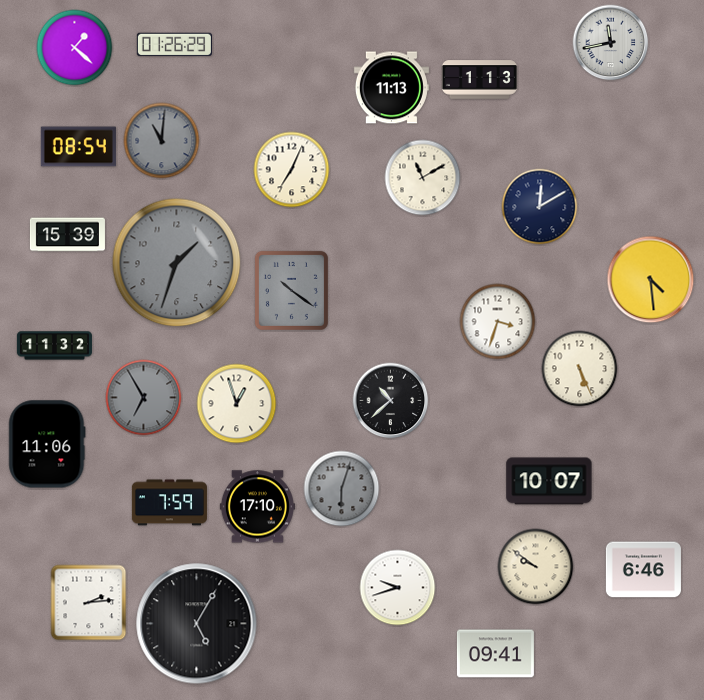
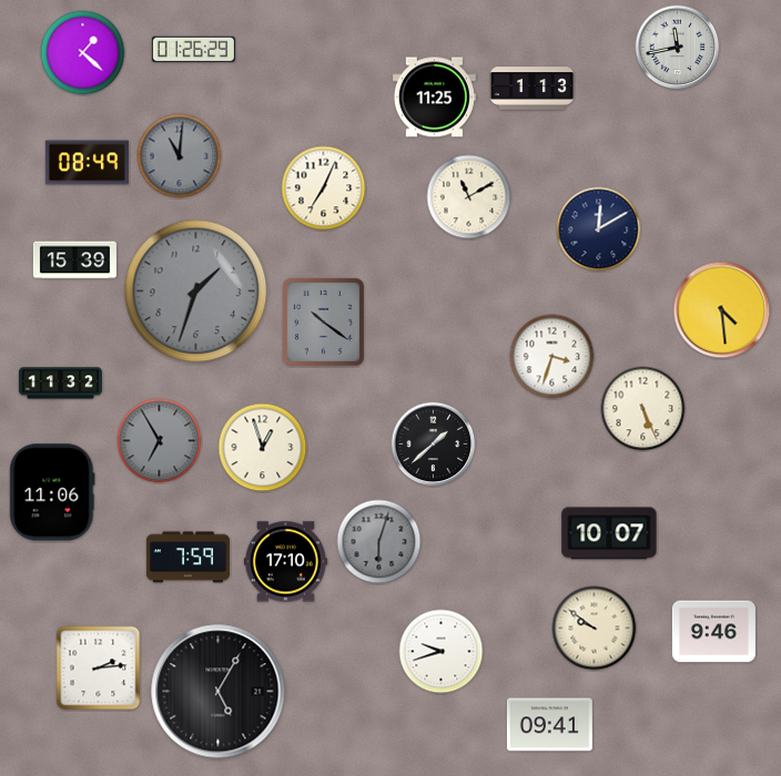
clock at (391, 88): 11:13 -> 11:25
clock at (78, 147): 08:54 -> 08:49
clock at (391, 401): 10:38 -> 1:38
clock at (643, 570): 6:46 -> 9:46
